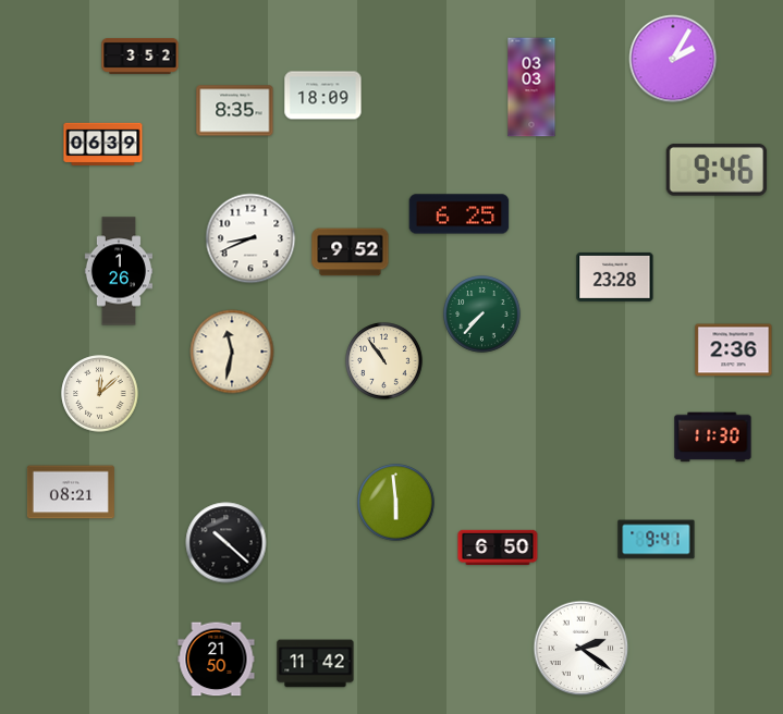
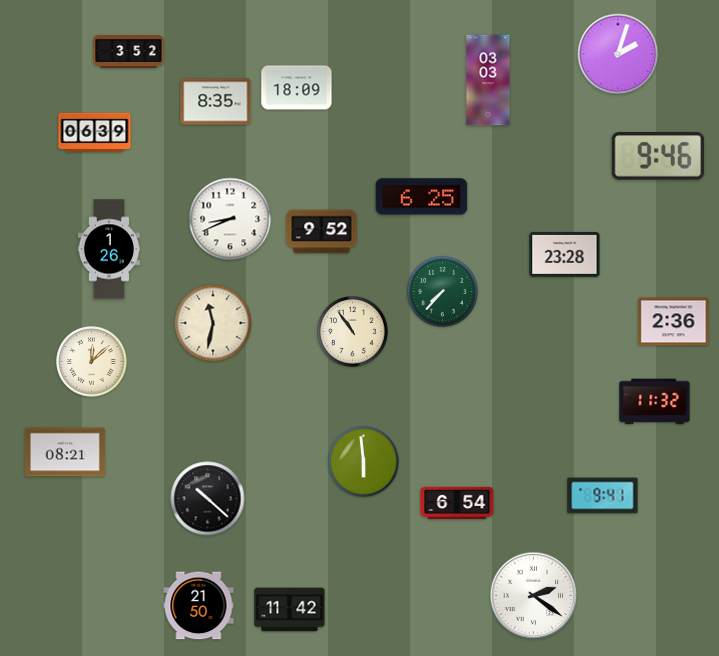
clock at (673, 59): 2:05 -> 2:03
clock at (482, 315) position: (482, 315) -> (443, 292)
clock at (713, 438): 11:30 -> 11:32
clock at (498, 547): 6:50 -> 6:54
